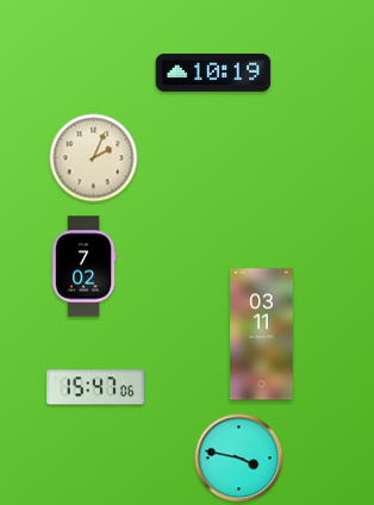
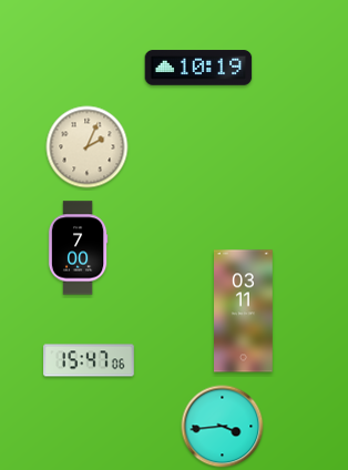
clock at (83, 267): 7:02 -> 7:00
clock at (239, 459): 3:47 -> 3:44
